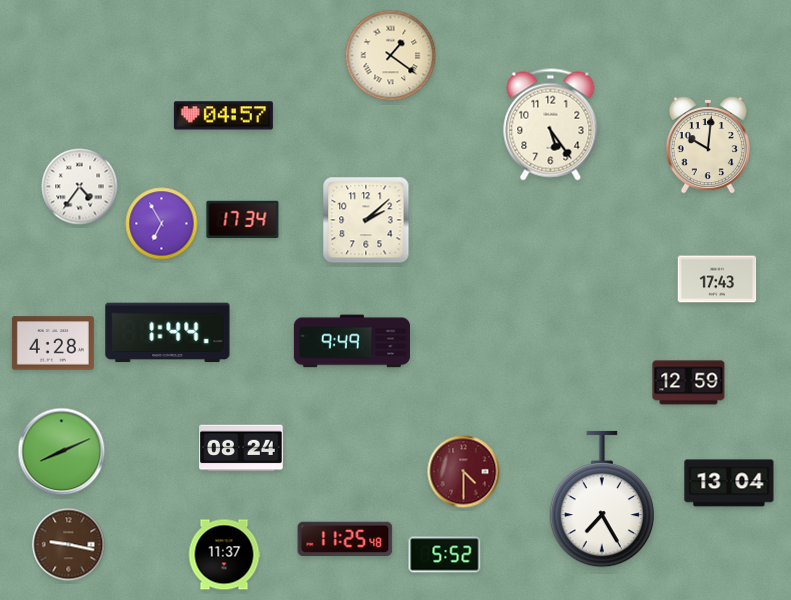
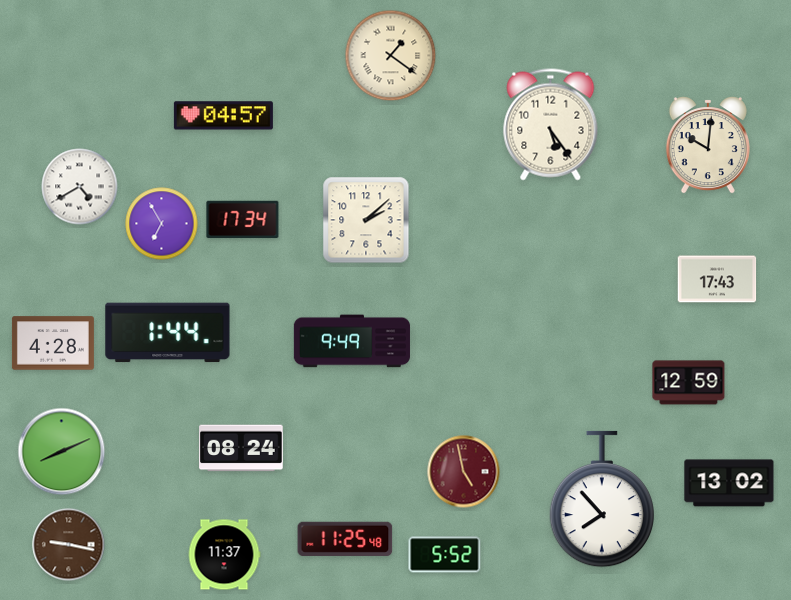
clock at (80, 187): 4:36 -> 4:40
clock at (464, 472): 4:30 -> 4:58
clock at (729, 483): 13:04 -> 13:02
clock at (601, 499): 7:25 -> 7:53
